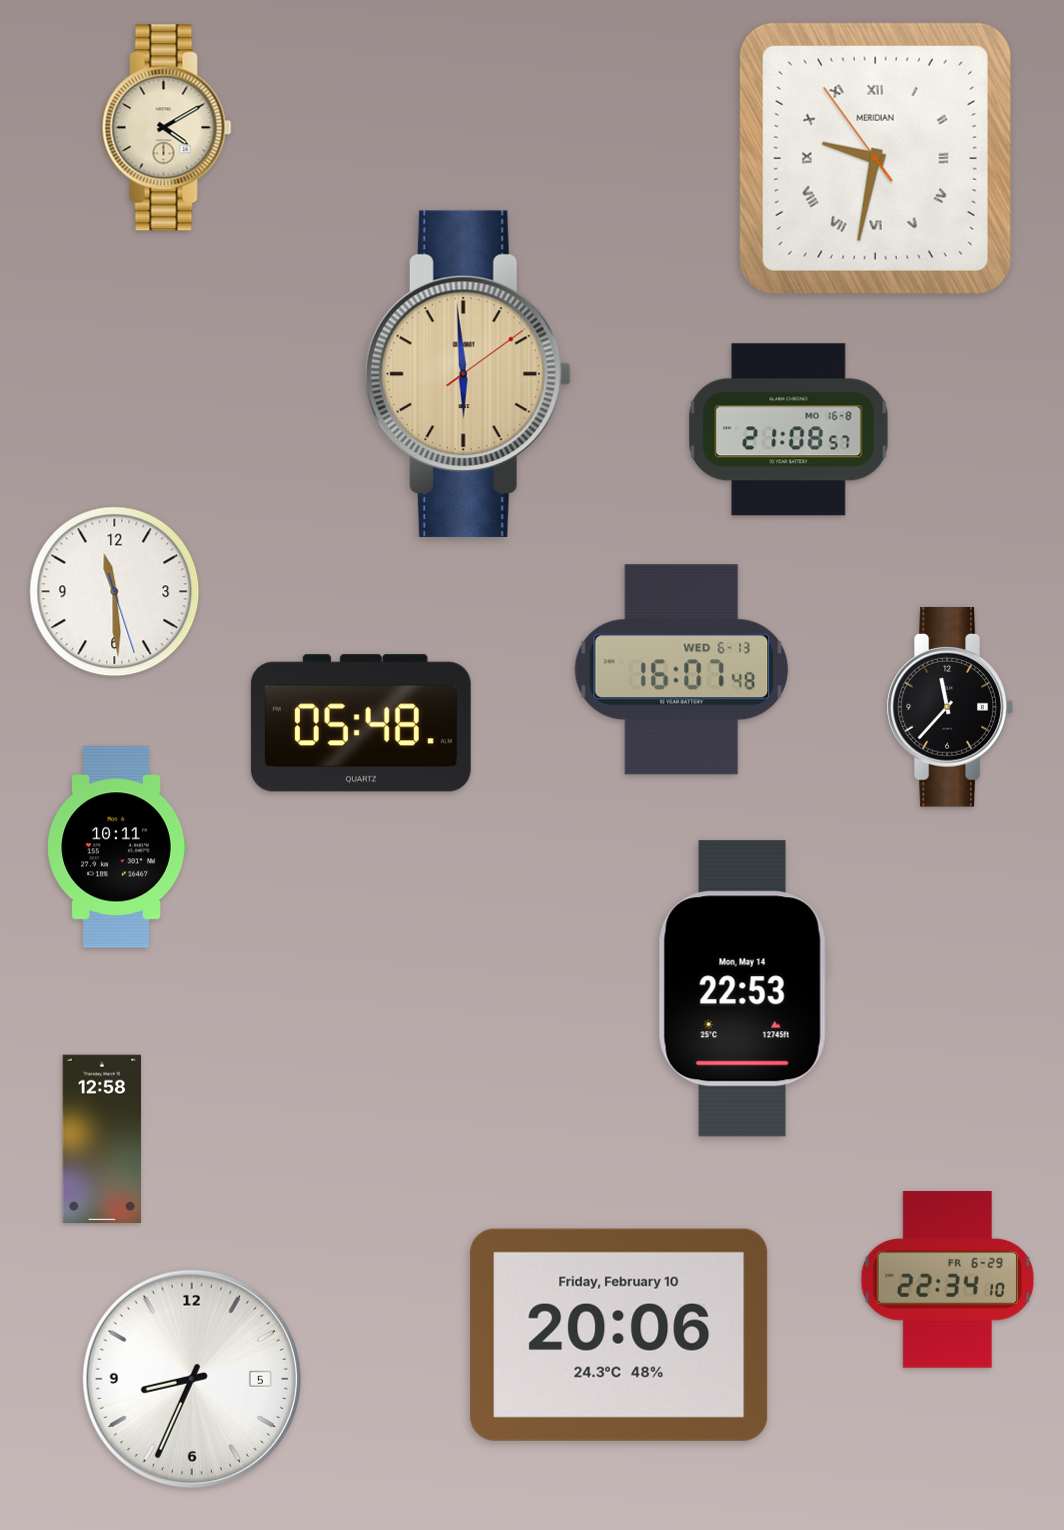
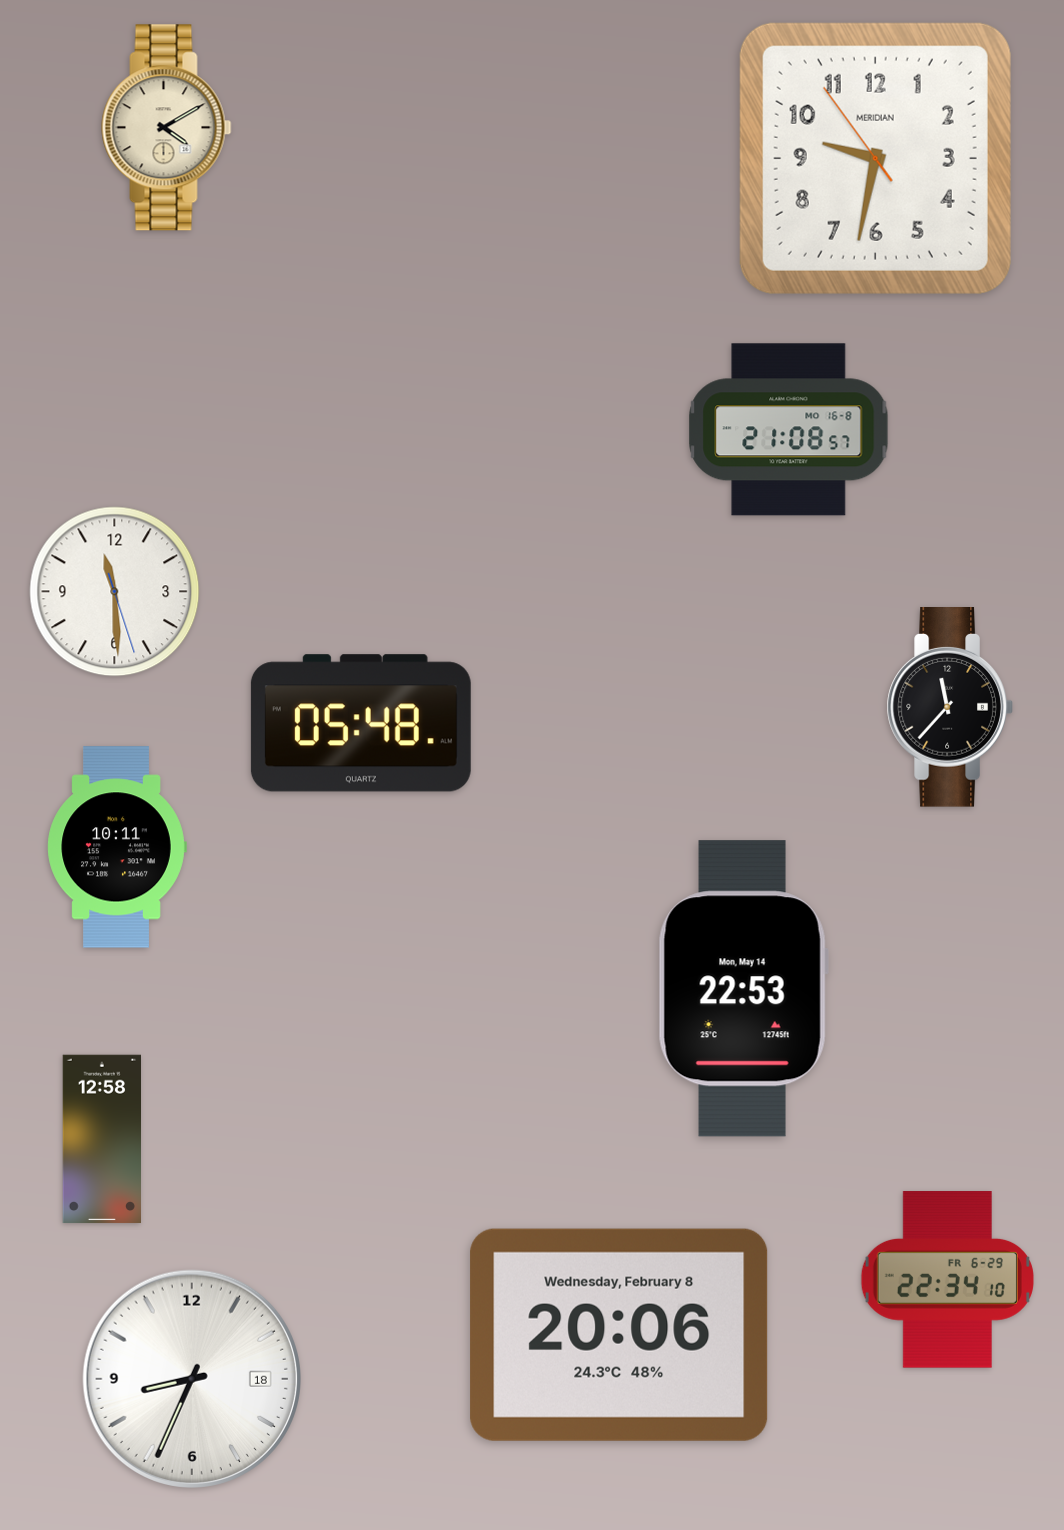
clock at (875, 158) numerals: Roman -> Arabic
clock at (468, 374): 5:59 -> none
clock at (682, 670): 16:07 -> none
clock at (619, 1335) date: Friday, February 10 -> Wednesday, February 8
clock at (192, 1379) date: 5 -> 18
